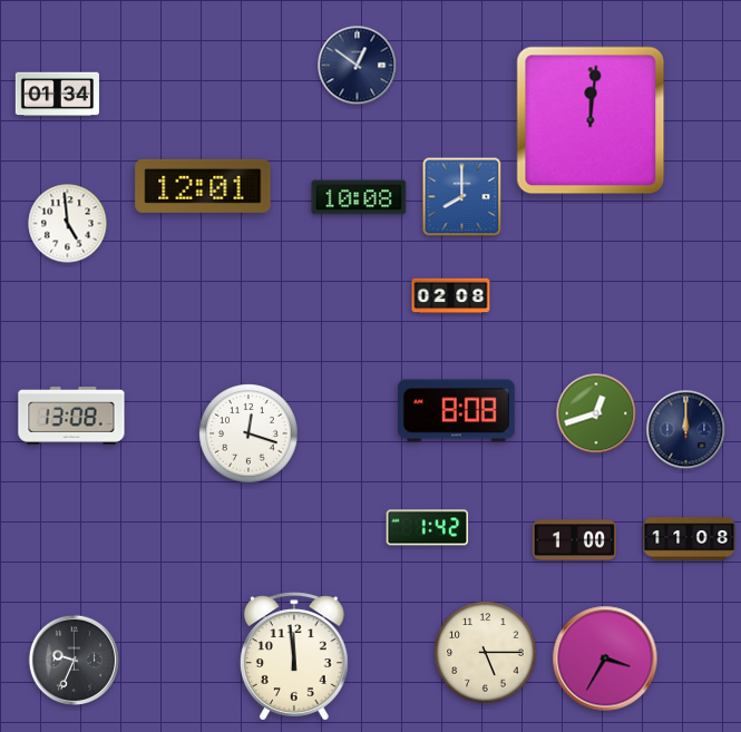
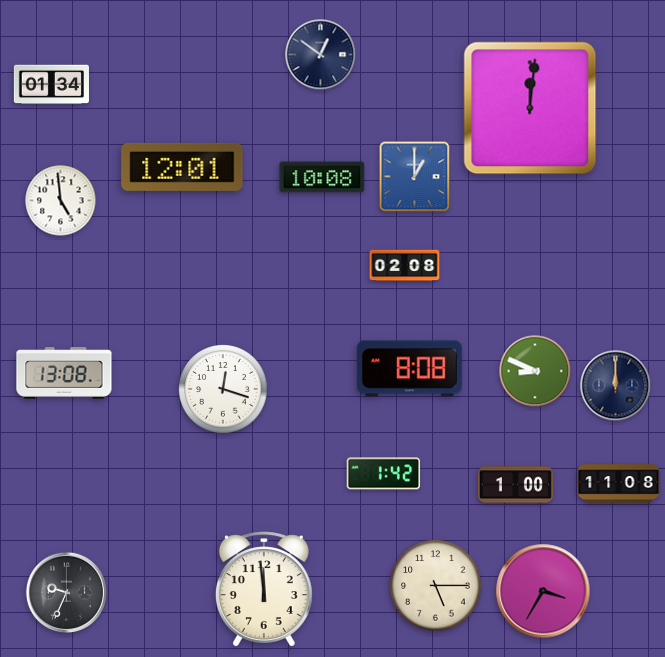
clock at (358, 66) position: (358, 66) -> (321, 55)
clock at (462, 197): 8:00 -> 1:00
clock at (596, 413): 12:42 -> 8:49
